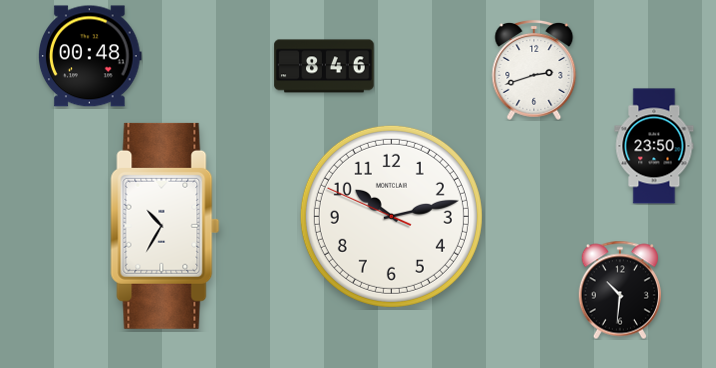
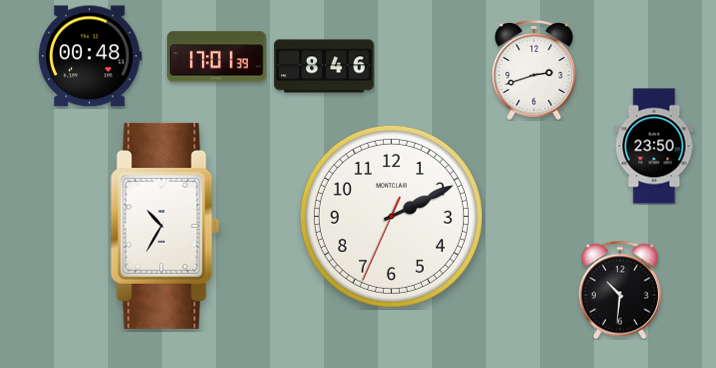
clock at (217, 57): none -> 17:01
clock at (391, 216): 10:12 -> 2:10
